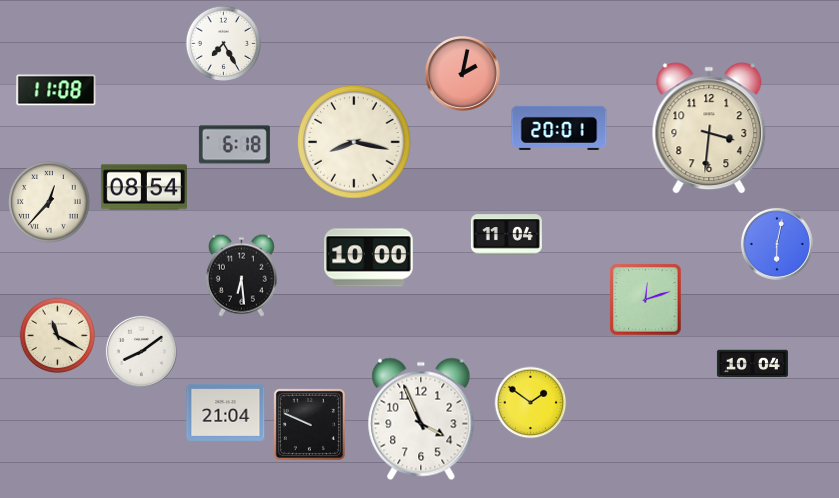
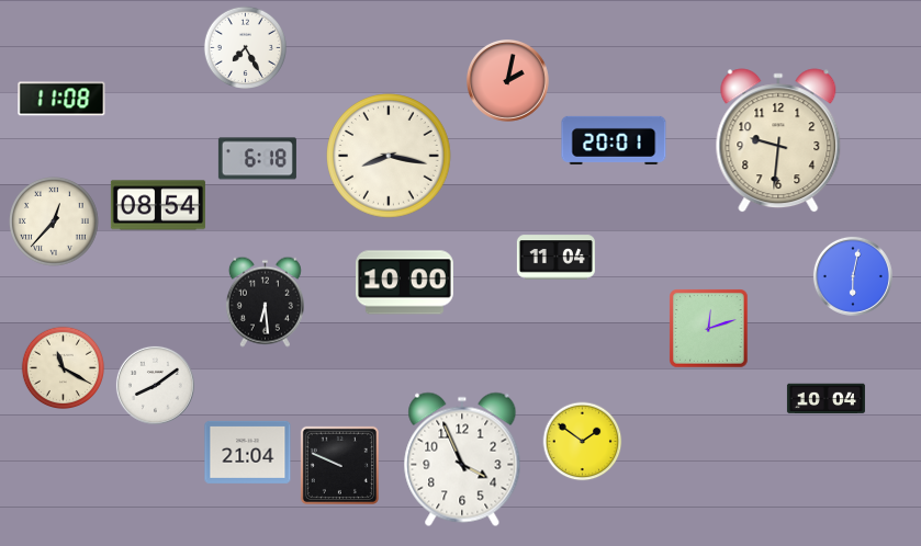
clock at (709, 128): 3:31 -> 9:31
clock at (777, 244) position: (777, 244) -> (853, 276)
